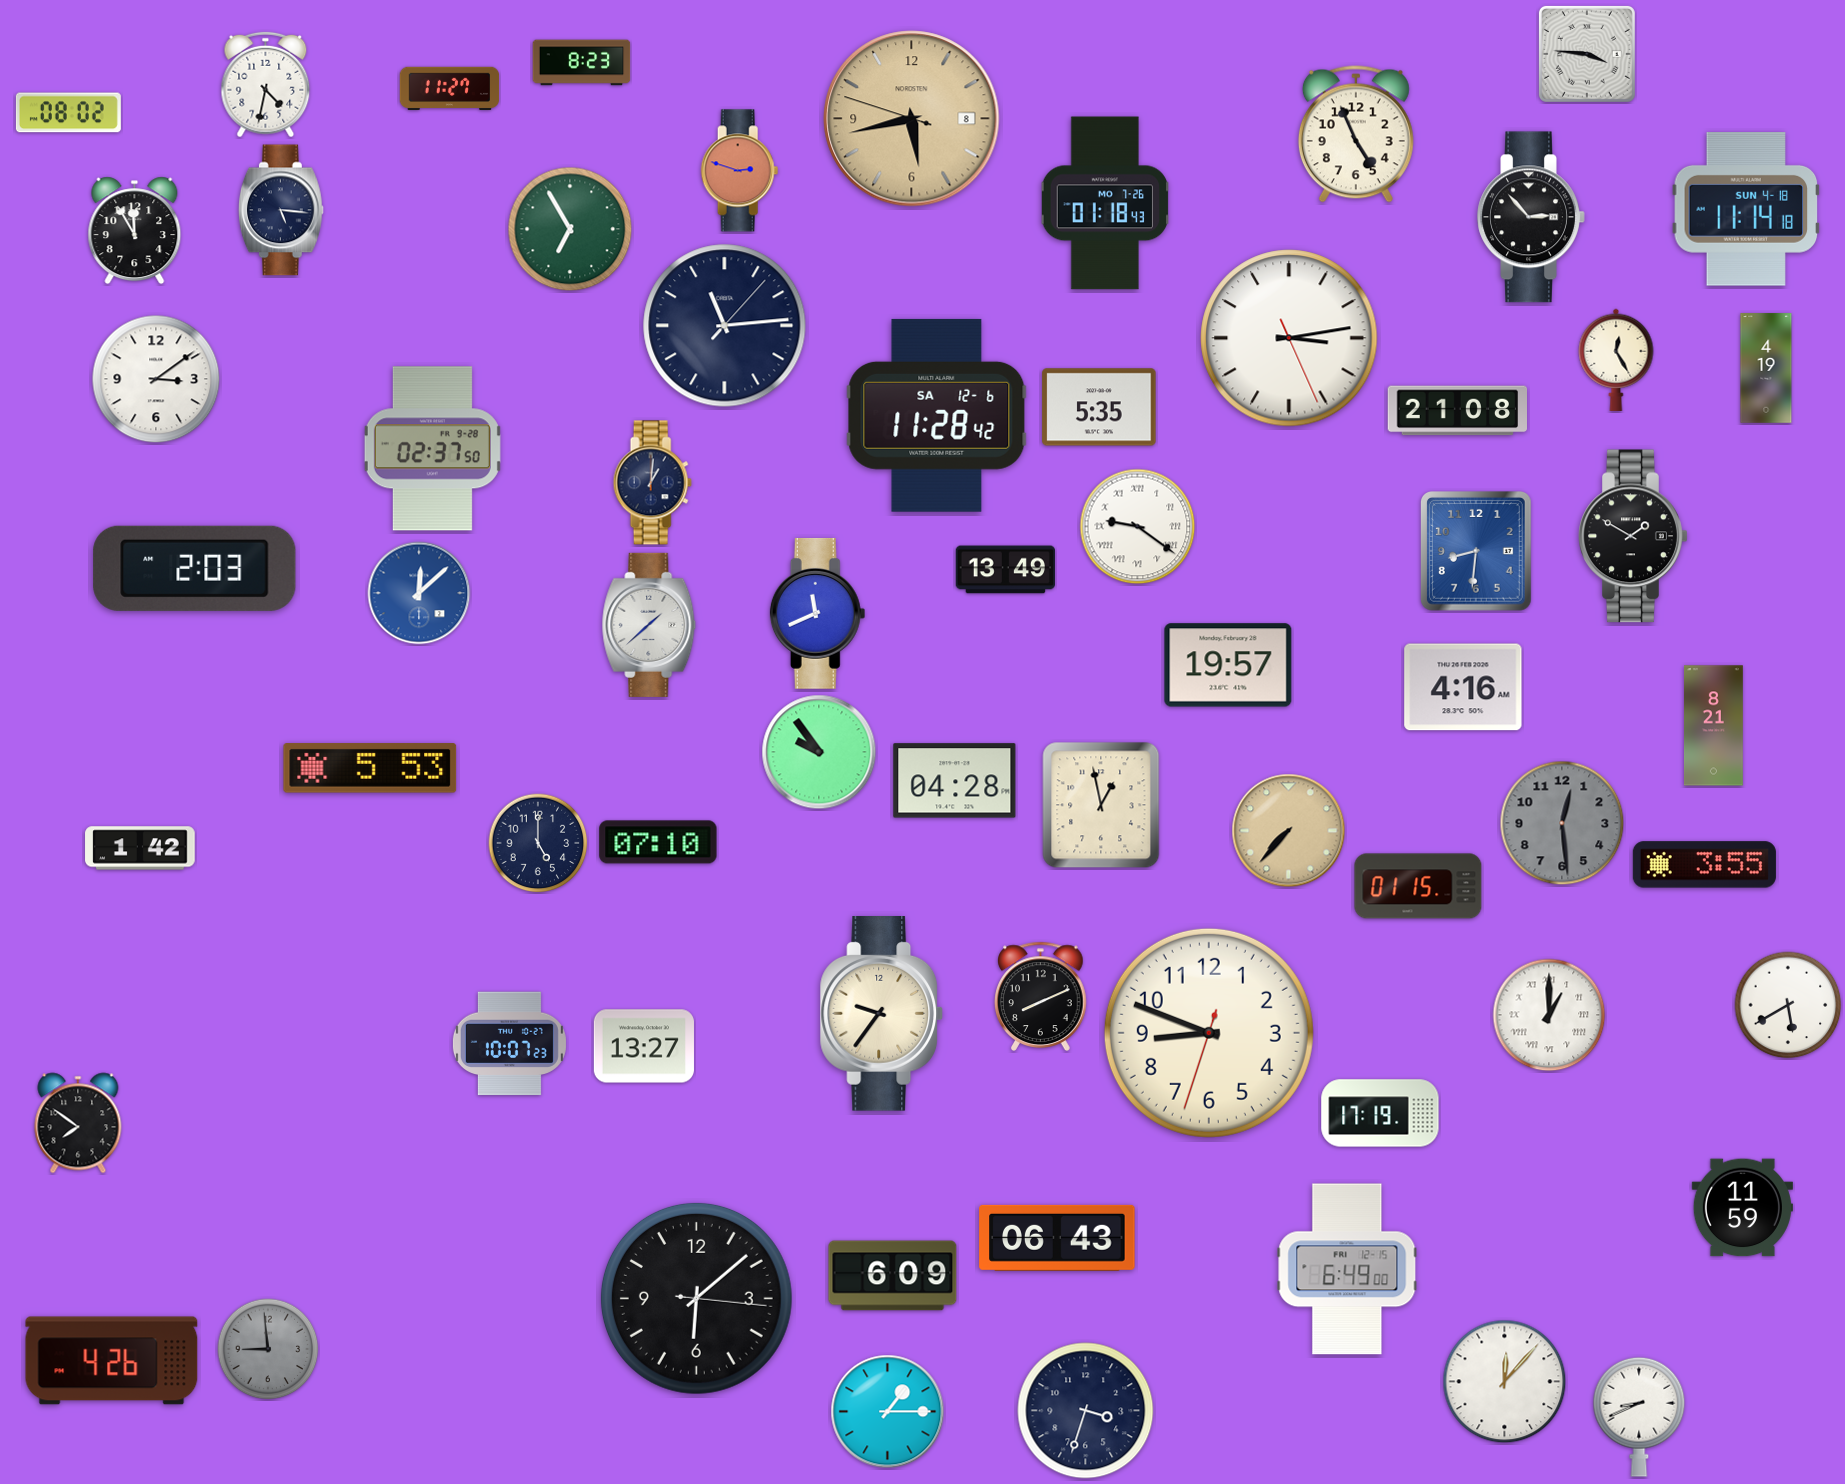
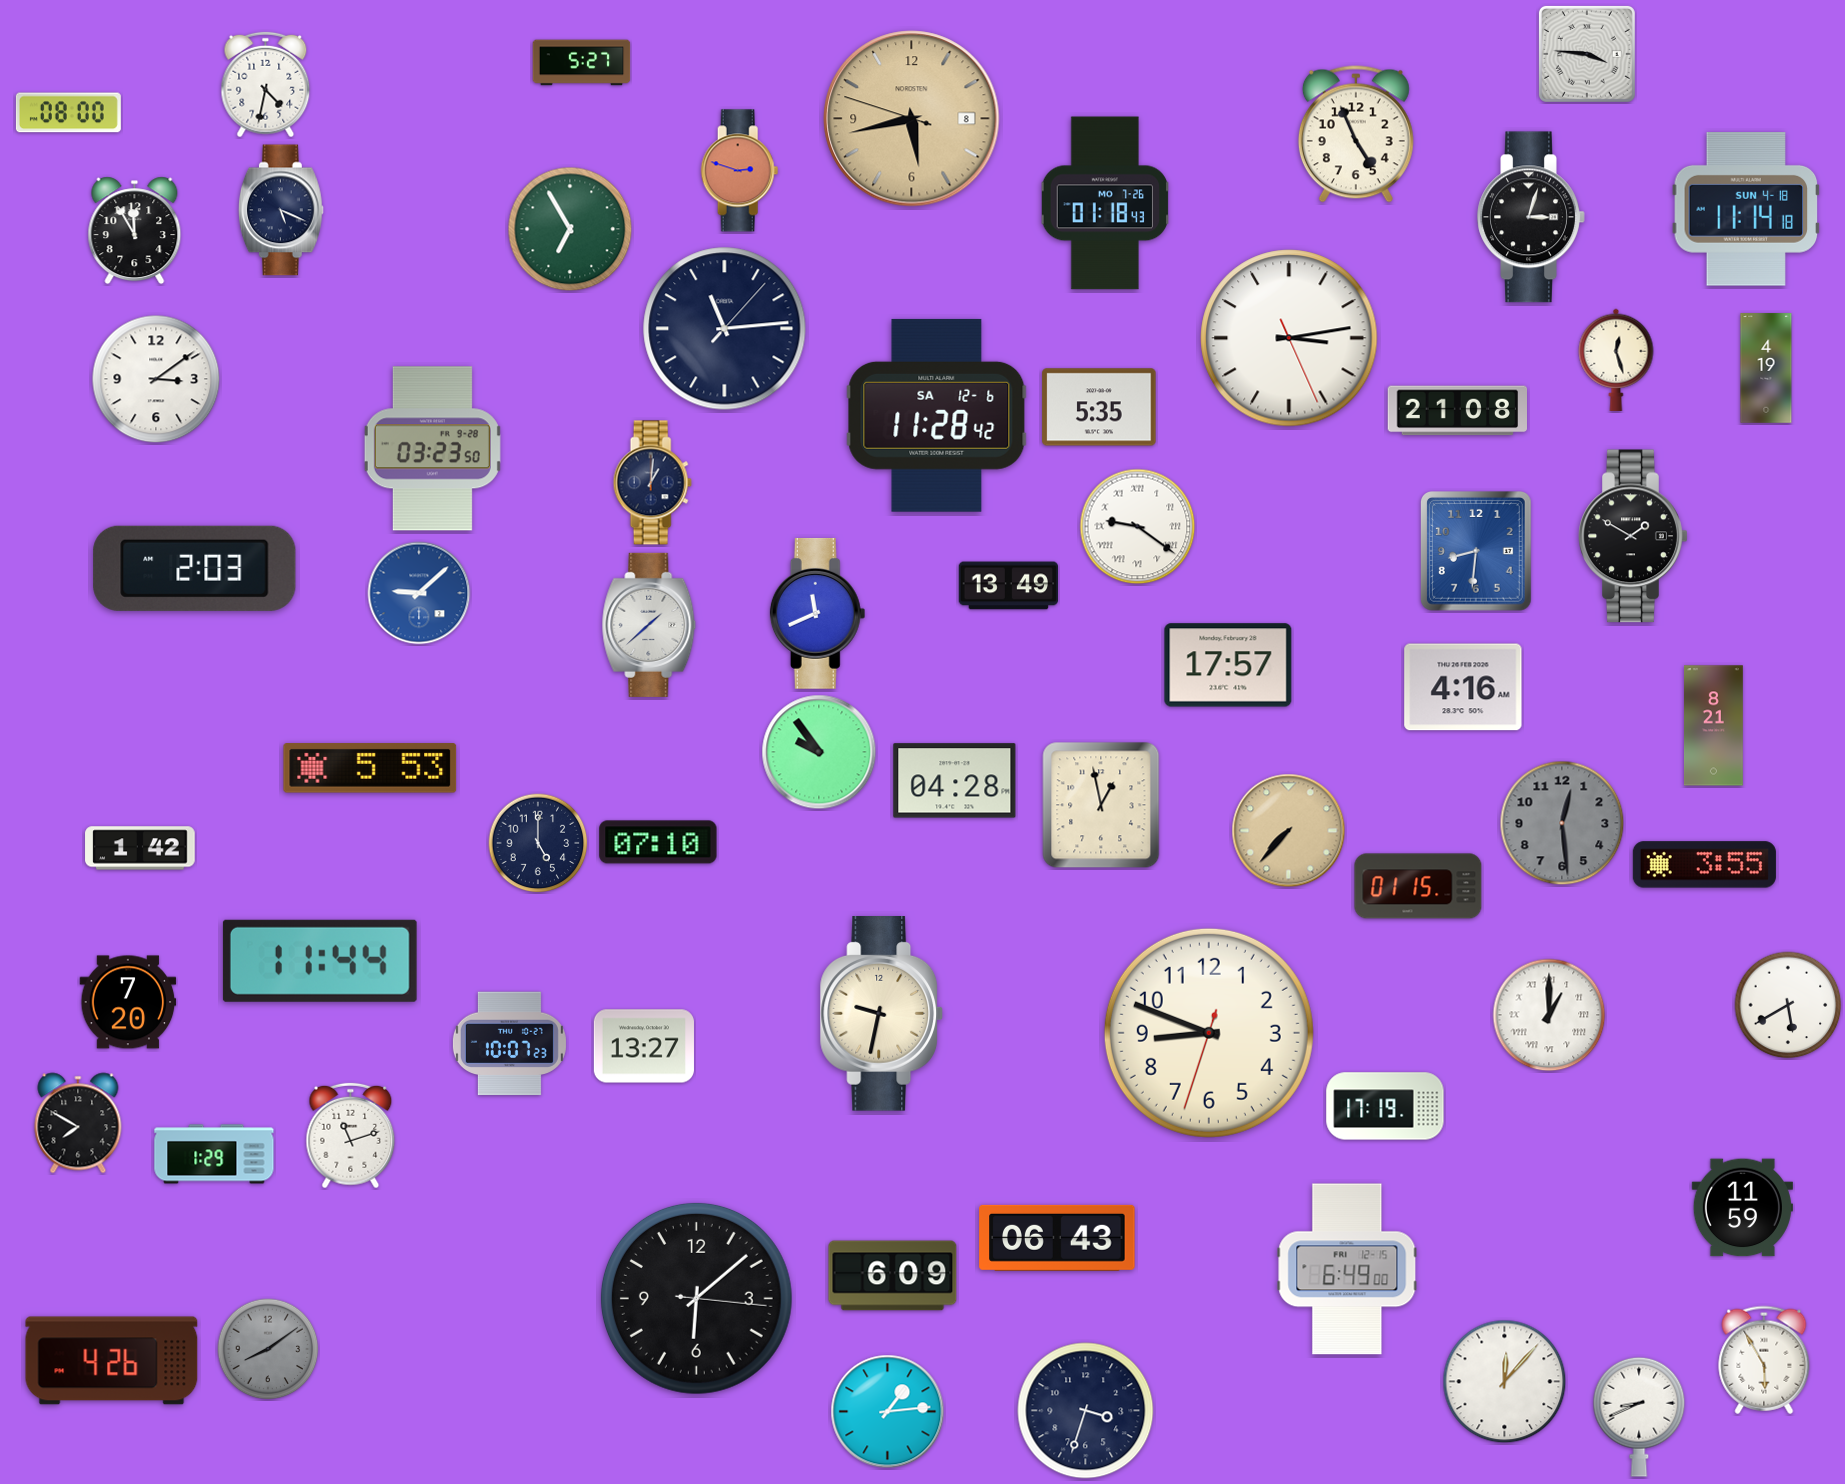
clock at (582, 63): 8:23 -> 5:27
clock at (450, 88): 11:27 -> none
clock at (68, 113): 08:02 -> 08:00
clock at (281, 210): 5:16 -> 5:19
clock at (1531, 217): 2:53 -> 3:03
clock at (725, 326) position: (725, 326) -> (725, 329)
clock at (1616, 360): 12:25 -> 12:27
clock at (432, 449): 02:37 -> 03:23
clock at (1005, 570) position: (1005, 570) -> (1008, 586)
clock at (419, 593): 12:08 -> 9:08
clock at (1228, 665): 19:57 -> 17:57
clock at (320, 961): none -> 11:44
clock at (1041, 996): 8:11 -> none
clock at (128, 1002): none -> 7:20
clock at (882, 1014): 9:36 -> 9:32
clock at (1380, 1113) position: (1380, 1113) -> (1385, 1106)
clock at (78, 1123): 7:51 -> 7:50
clock at (351, 1136): none -> 11:12
clock at (214, 1154): none -> 1:29
clock at (268, 1349): 8:59 -> 8:09
clock at (1764, 1360): none -> 5:55
clock at (888, 1412): 1:15 -> 1:14
